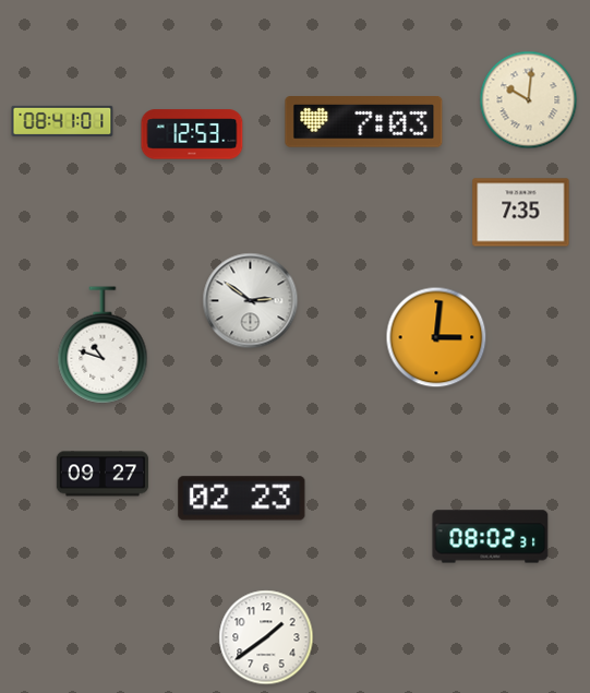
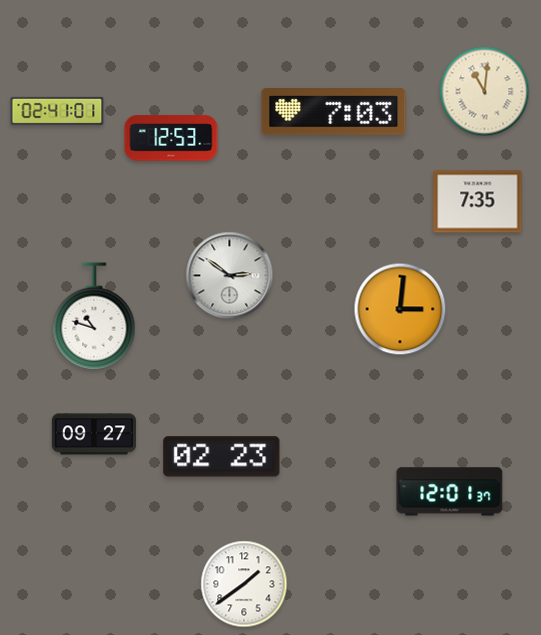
clock at (529, 100): 10:01 -> 11:01
clock at (62, 121): 08:41 -> 02:41
clock at (192, 134) position: (192, 134) -> (171, 138)
clock at (521, 213) position: (521, 213) -> (478, 202)
clock at (491, 537): 08:02 -> 12:01
